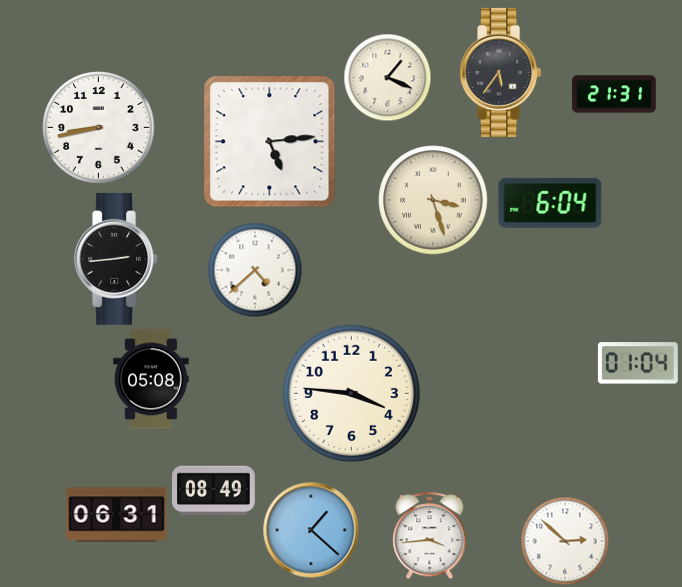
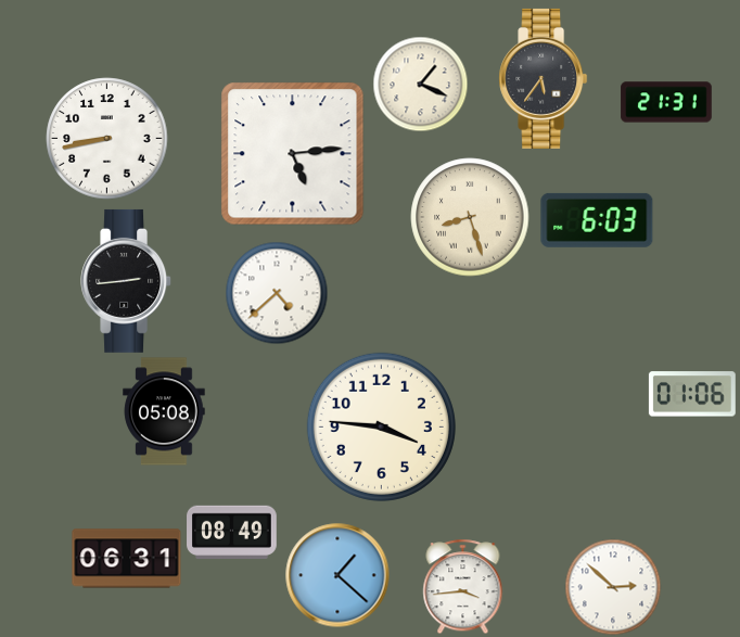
clock at (433, 200): 3:27 -> 8:27
clock at (550, 203): 6:04 -> 6:03
clock at (638, 363): 01:04 -> 01:06
clock at (430, 535) position: (430, 535) -> (463, 586)
